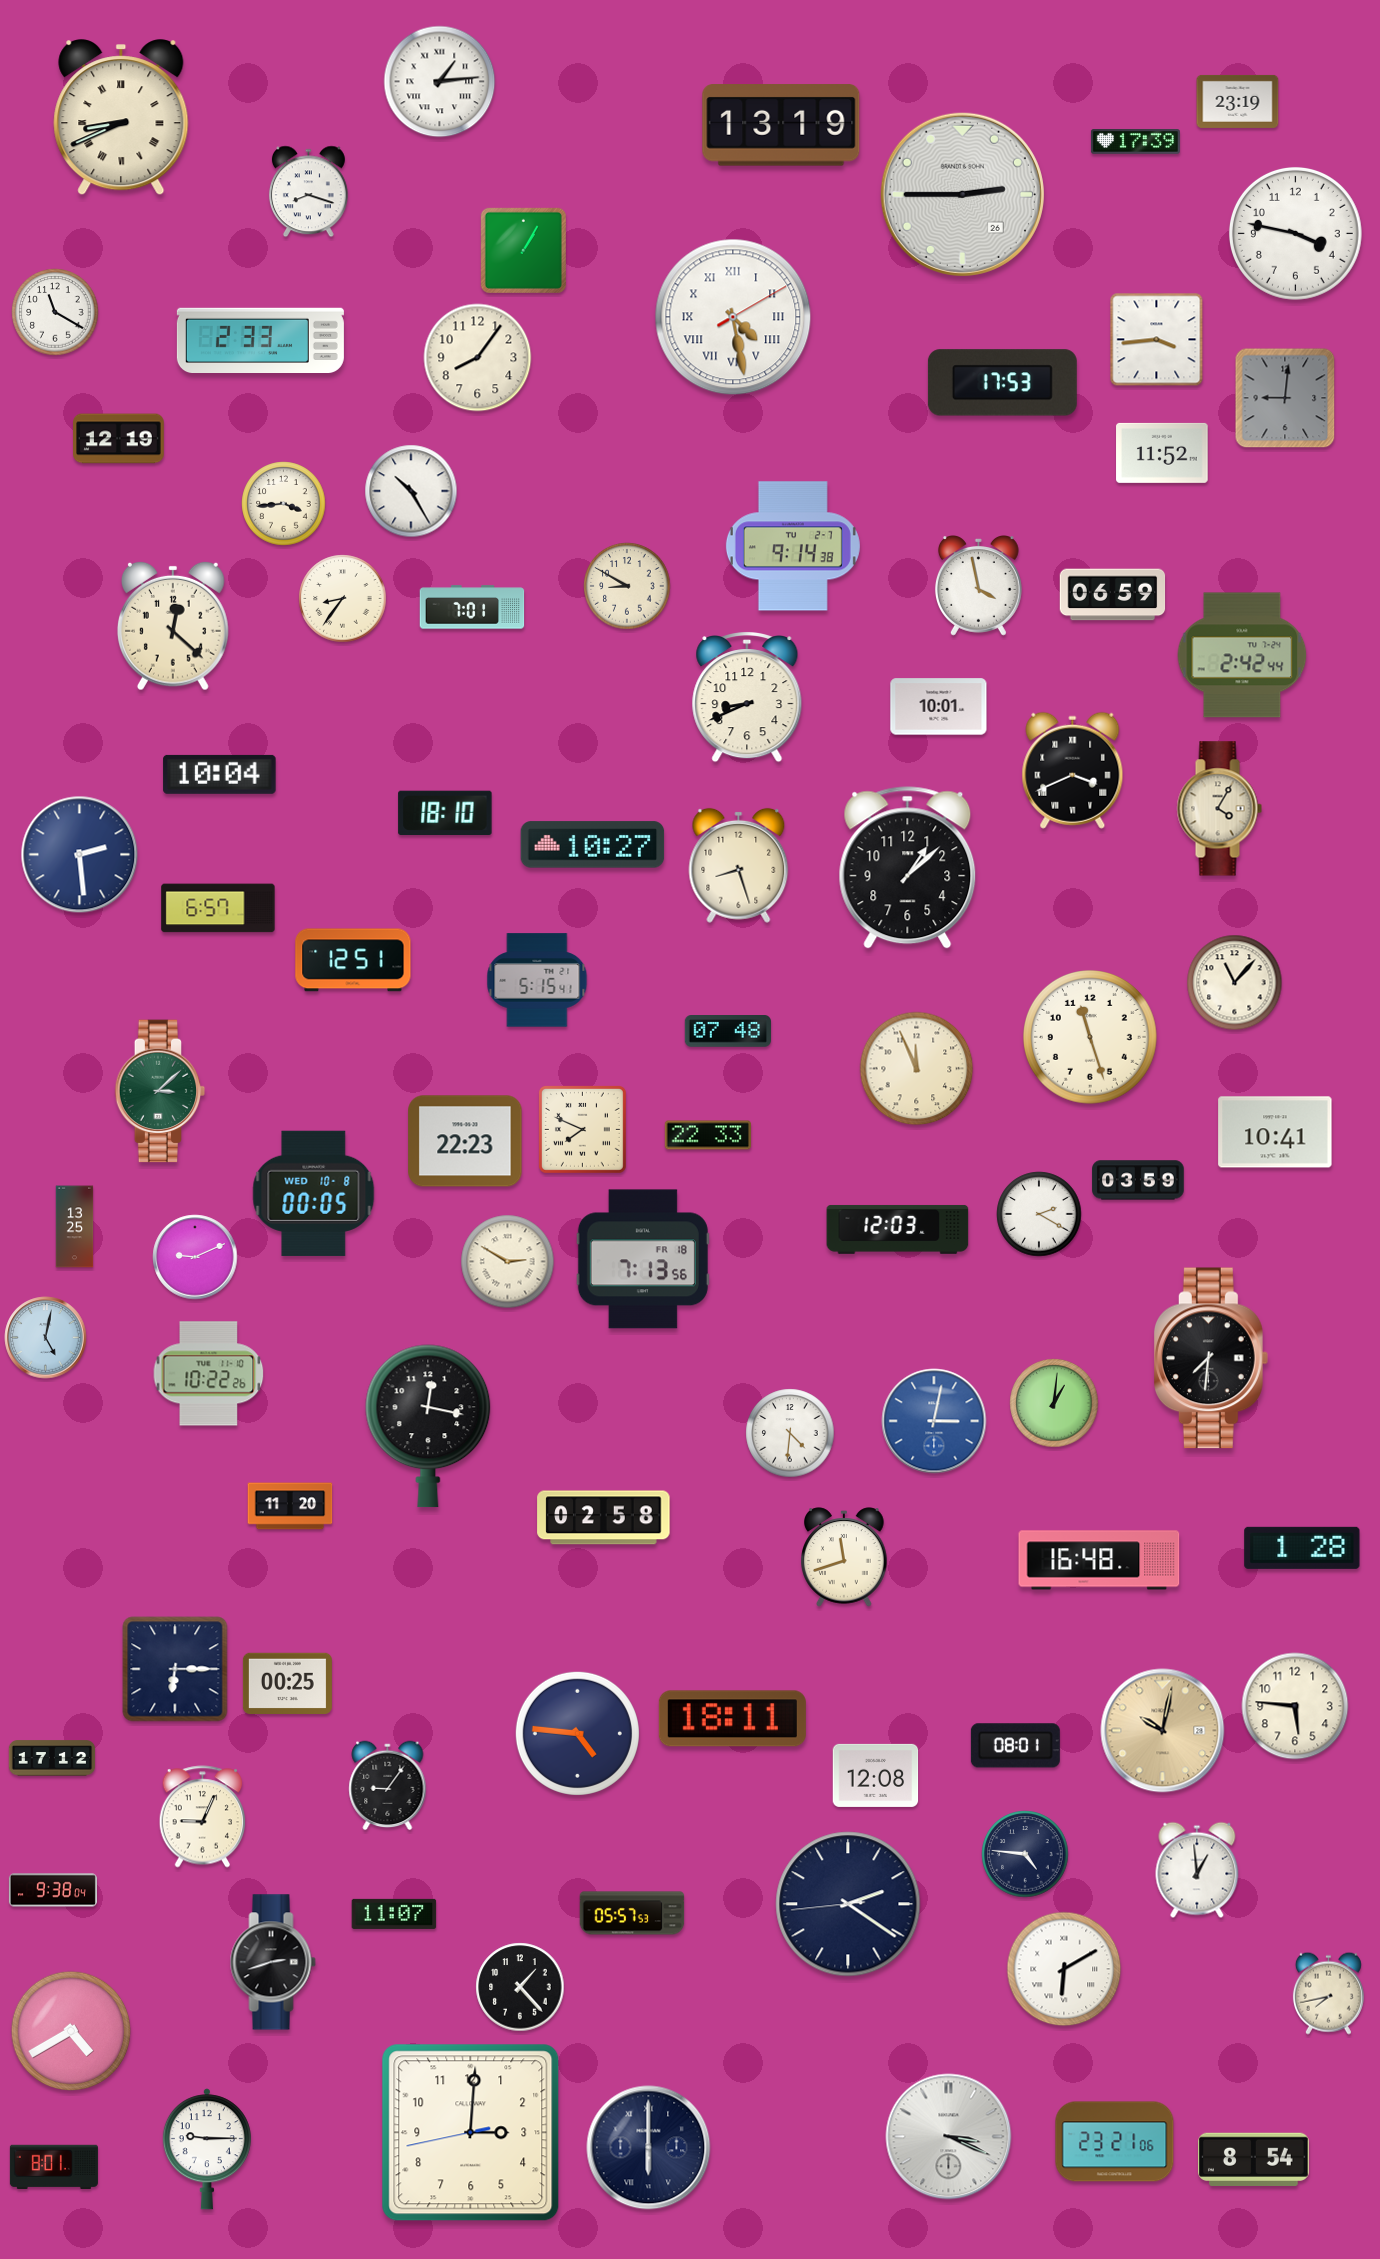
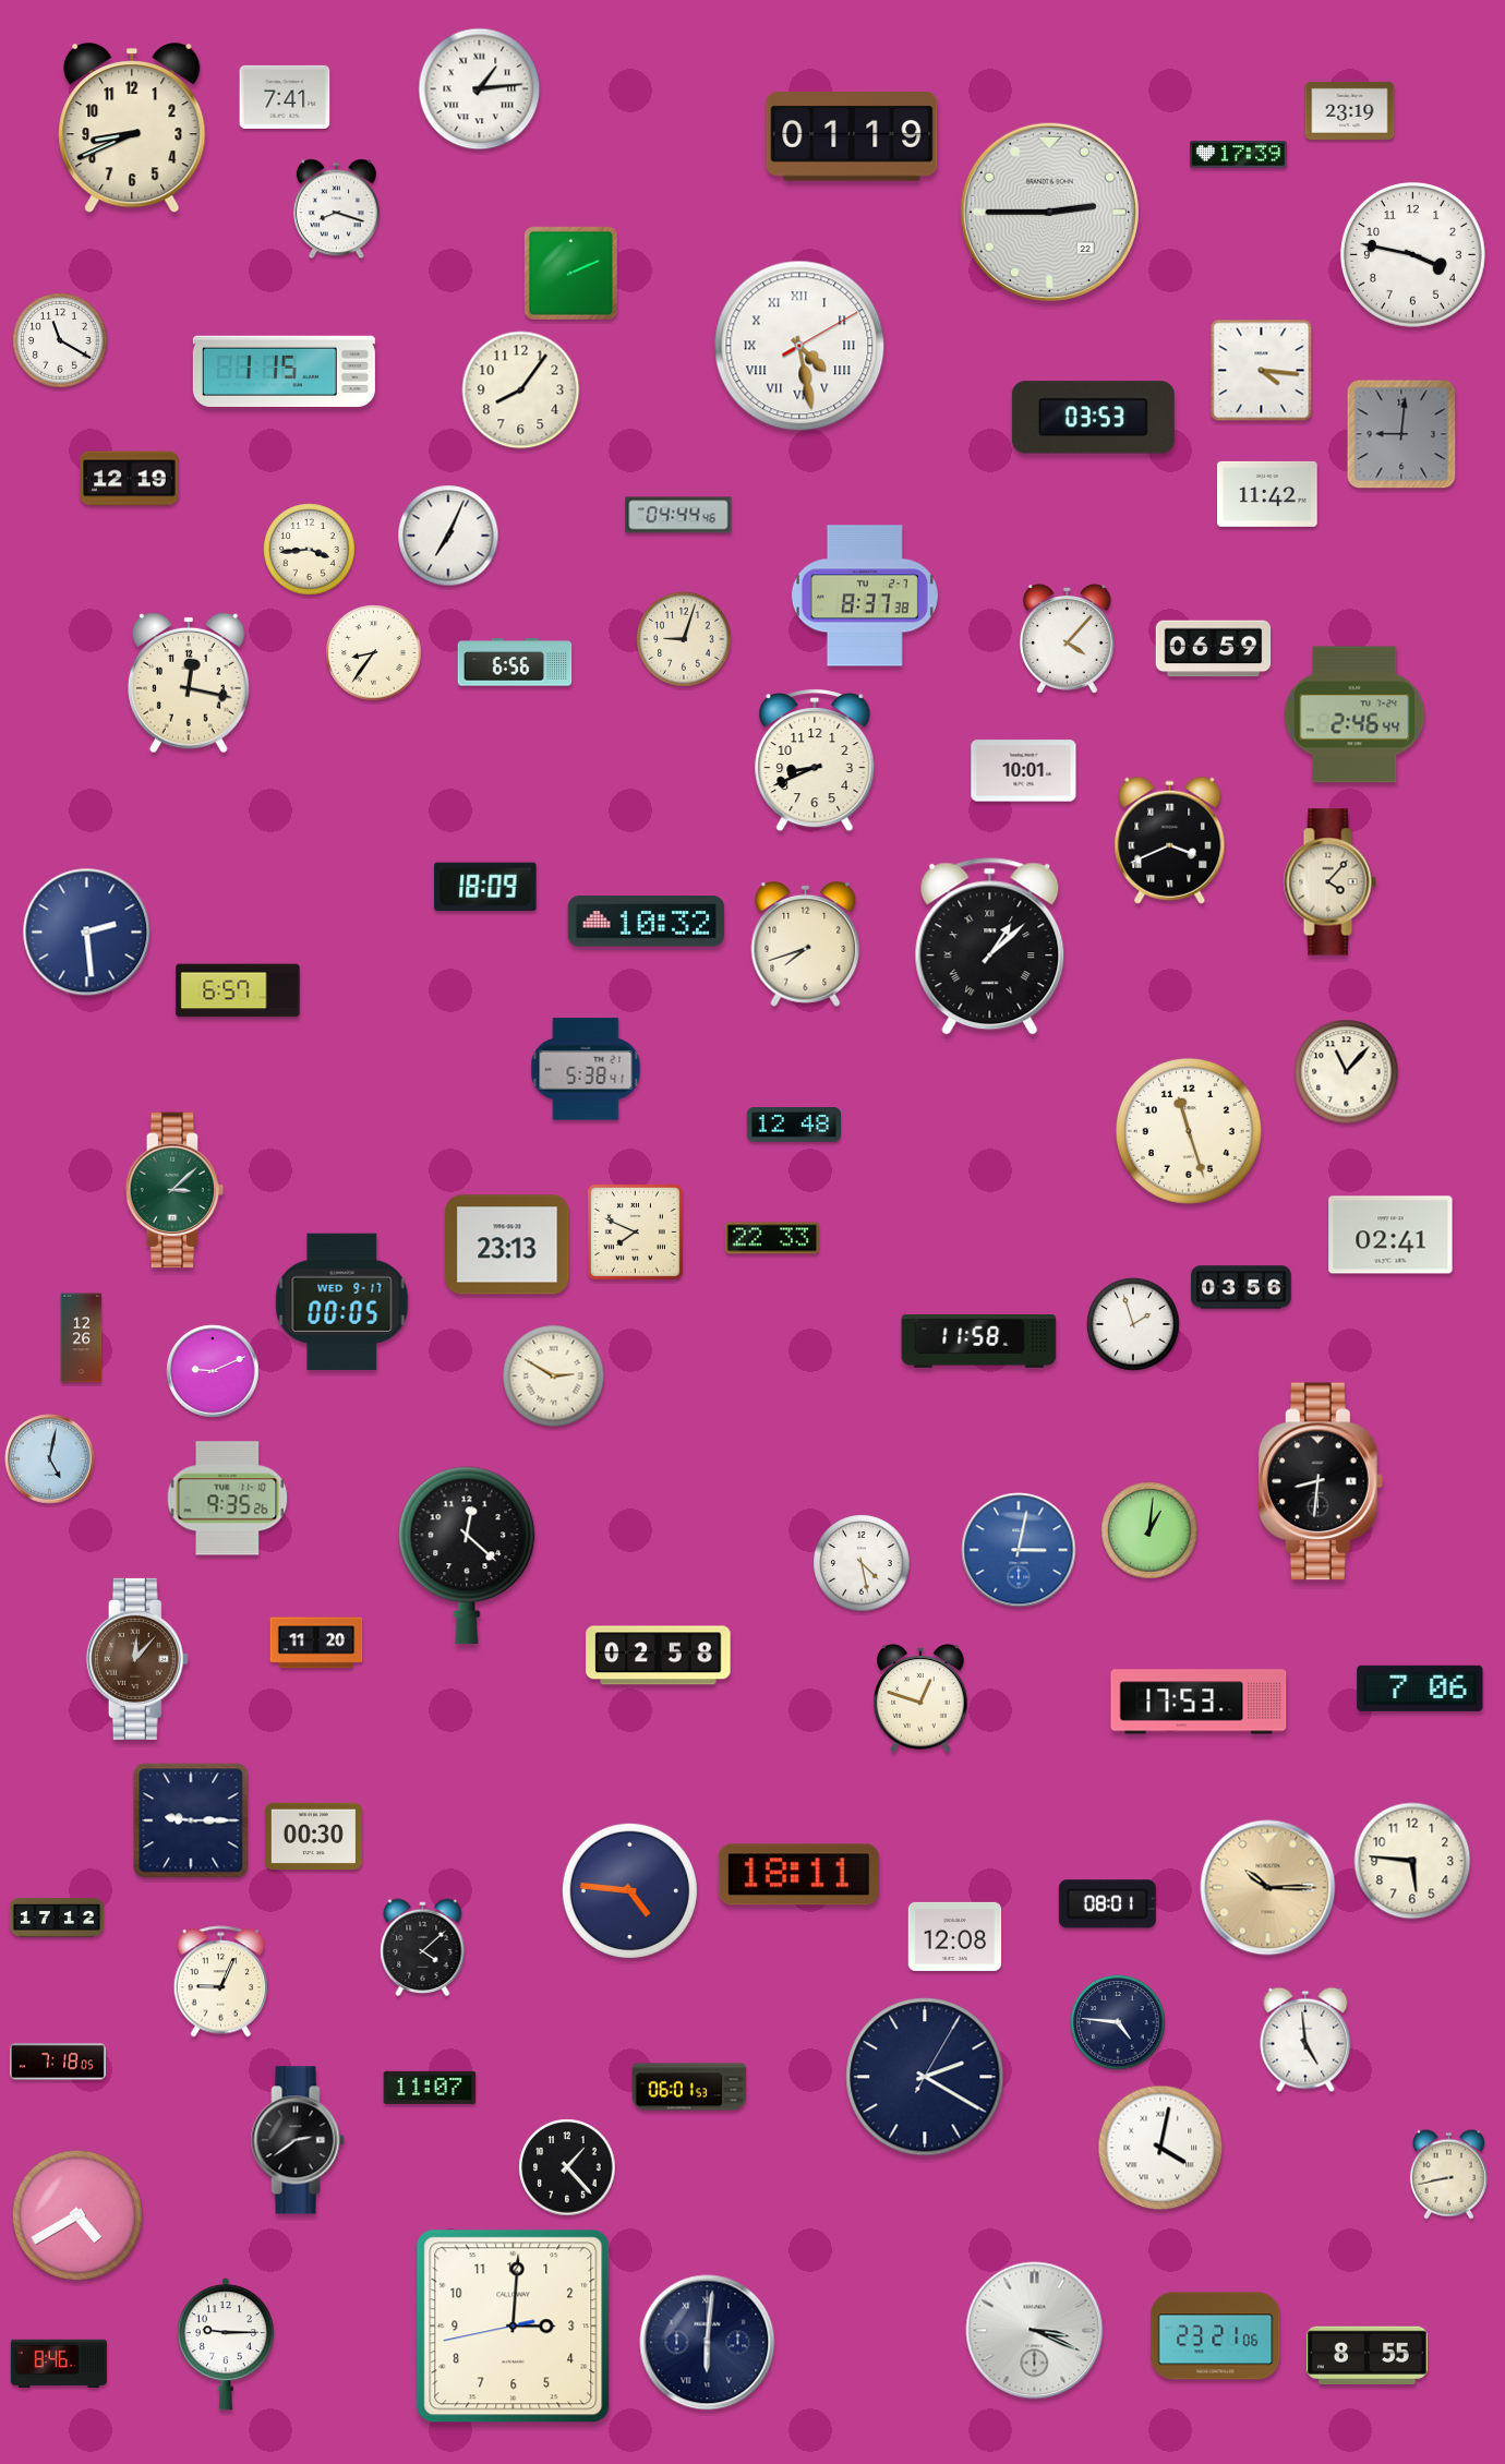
clock at (285, 97): none -> 7:41
clock at (121, 118) numerals: Roman -> Arabic
clock at (781, 125): 13:19 -> 01:19
clock at (962, 194) date: 26 -> 22
clock at (523, 250): 1:05 -> 2:11
clock at (1157, 340): 3:44 -> 4:16
clock at (260, 341): 2:33 -> 1:15
clock at (1002, 383): 17:53 -> 03:53
clock at (1162, 453): 11:52 -> 11:42
clock at (678, 515): none -> 04:44
clock at (411, 491): 10:25 -> 7:04
clock at (793, 546): 9:14 -> 8:37
clock at (627, 586): 8:50 -> 9:03
clock at (978, 586): 3:58 -> 4:07
clock at (472, 607): 7:01 -> 6:56
clock at (173, 626): 12:22 -> 12:17
clock at (1242, 655): 2:42 -> 2:46
clock at (220, 774): 10:04 -> none
clock at (1219, 809): 4:05 -> 4:07
clock at (445, 813): 18:10 -> 18:09
clock at (593, 845): 10:27 -> 10:32
clock at (739, 865): 8:27 -> 7:42
clock at (908, 868) numerals: Arabic -> Roman
clock at (353, 960): 12:51 -> none
clock at (537, 980): 5:15 -> 5:38
clock at (727, 1031): 07:48 -> 12:48
clock at (917, 1069): 11:56 -> none
clock at (1275, 1132): 10:41 -> 02:41
clock at (465, 1141): 22:23 -> 23:13
clock at (1138, 1180): 03:59 -> 03:56
clock at (314, 1193) date: WED 10-8 -> WED 9-17
clock at (1039, 1214): 2:20 -> 1:57
clock at (75, 1227): 13:25 -> 12:26
clock at (898, 1229): 12:03 -> 11:58
clock at (643, 1259): 7:13 -> none
clock at (1211, 1358): 7:31 -> 8:31
clock at (209, 1374): 10:22 -> 9:35
clock at (428, 1426): 12:17 -> 12:22
clock at (790, 1433): 4:31 -> 4:28
clock at (137, 1659): none -> 12:07
clock at (1302, 1548): 1:28 -> 7:06
clock at (844, 1557): 11:42 -> 12:48
clock at (1099, 1560): 16:48 -> 17:53
clock at (175, 1669): 6:15 -> 9:15
clock at (287, 1683): 00:25 -> 00:30
clock at (1163, 1731): 10:02 -> 10:15
clock at (388, 1786): 9:06 -> 4:08
clock at (1197, 1870): 12:59 -> 4:59
clock at (53, 1890): 9:38 -> 7:18
clock at (848, 1904): 2:20:44 -> 2:20:05
clock at (632, 1913): 05:57 -> 06:01
clock at (273, 1962): 2:42 -> 2:39
clock at (1064, 1969): 6:10 -> 4:02
clock at (1328, 1993): 7:43 -> 8:43
clock at (649, 2148): 6:00 -> 6:01
clock at (1254, 2159): 8:54 -> 8:55
clock at (54, 2167): 8:01 -> 8:46
